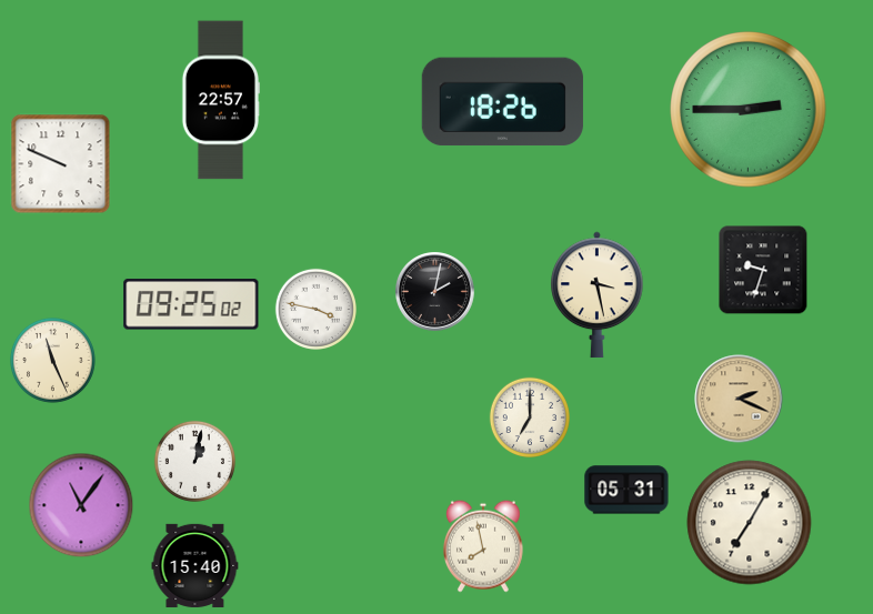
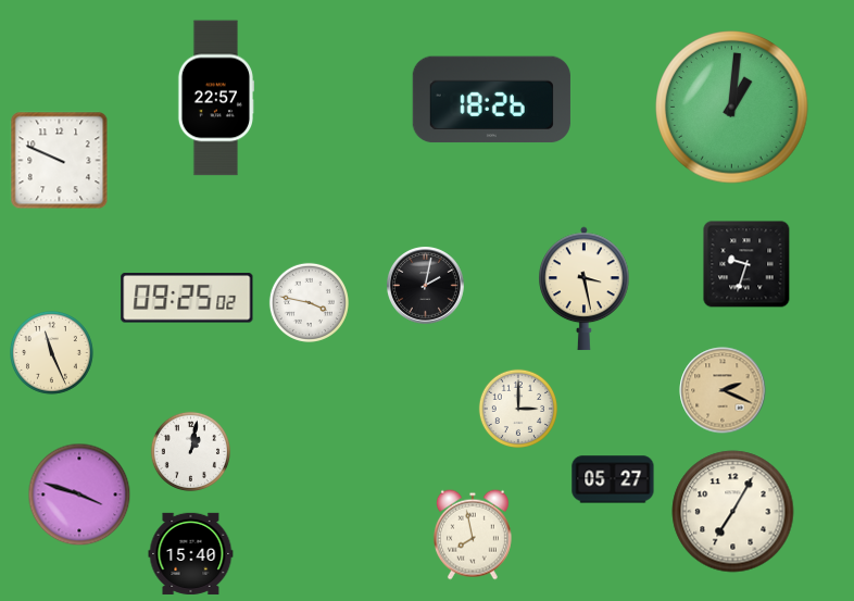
clock at (749, 110): 2:45 -> 1:01
clock at (529, 416): 7:00 -> 3:00
clock at (626, 490): 05:31 -> 05:27
clock at (81, 505): 11:06 -> 3:48
